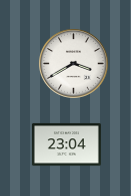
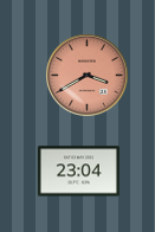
clock at (74, 64) dial: white -> salmon
